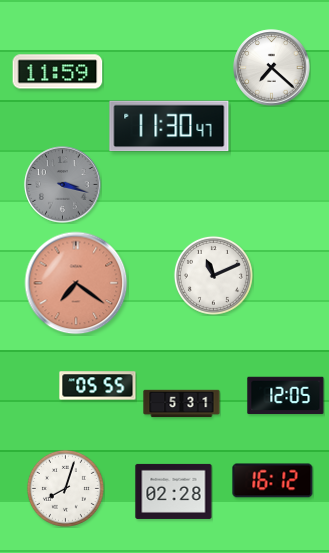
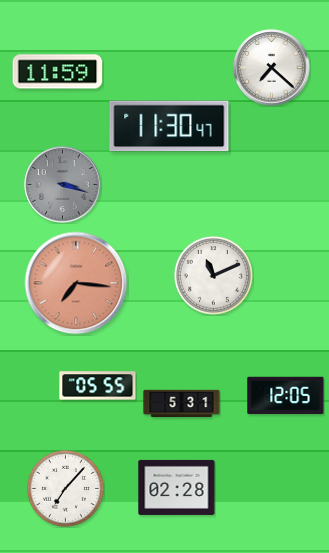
clock at (76, 283): 7:21 -> 7:16
clock at (273, 481): 16:12 -> none
clock at (65, 488): 8:03 -> 7:07
clock at (174, 491) position: (174, 491) -> (177, 487)
